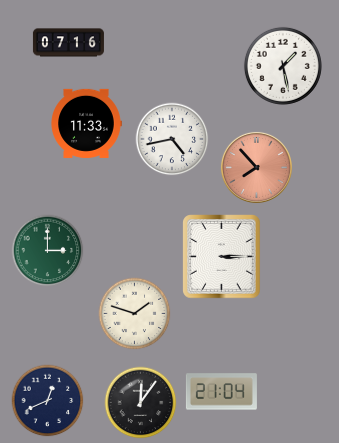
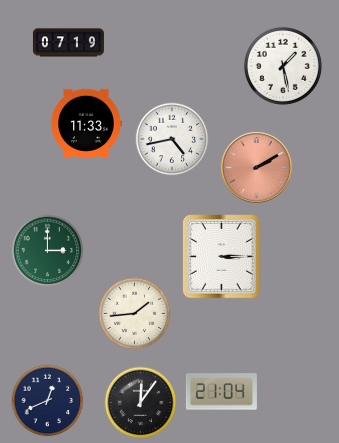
clock at (68, 43): 07:16 -> 07:19
clock at (256, 167): 7:53 -> 2:10
clock at (135, 314): 1:48 -> 1:44
